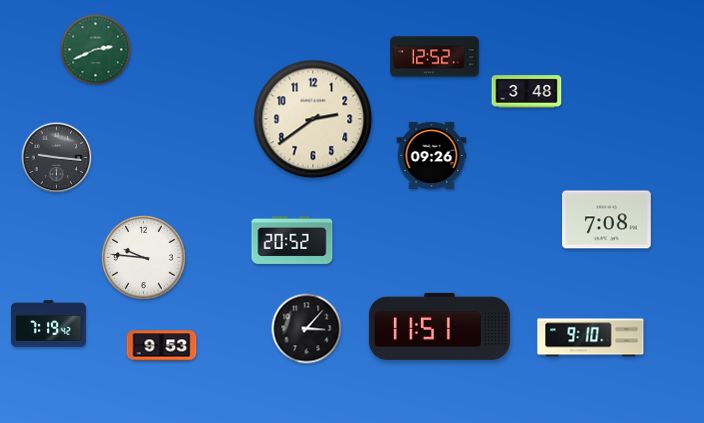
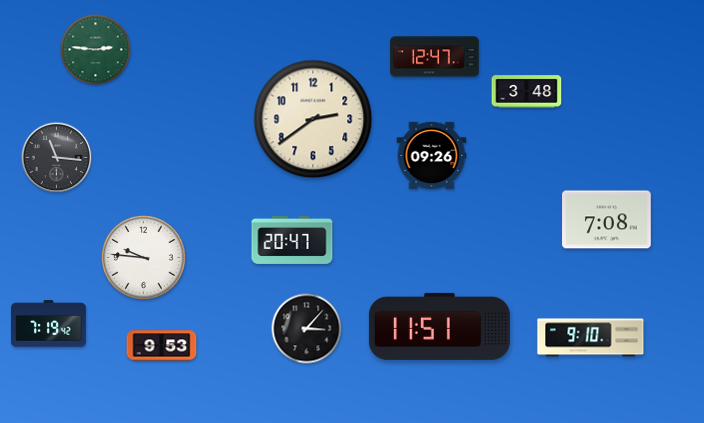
clock at (96, 50): 2:41 -> 2:46
clock at (435, 57): 12:52 -> 12:47
clock at (57, 158): 9:16 -> 11:16
clock at (292, 240): 20:52 -> 20:47
